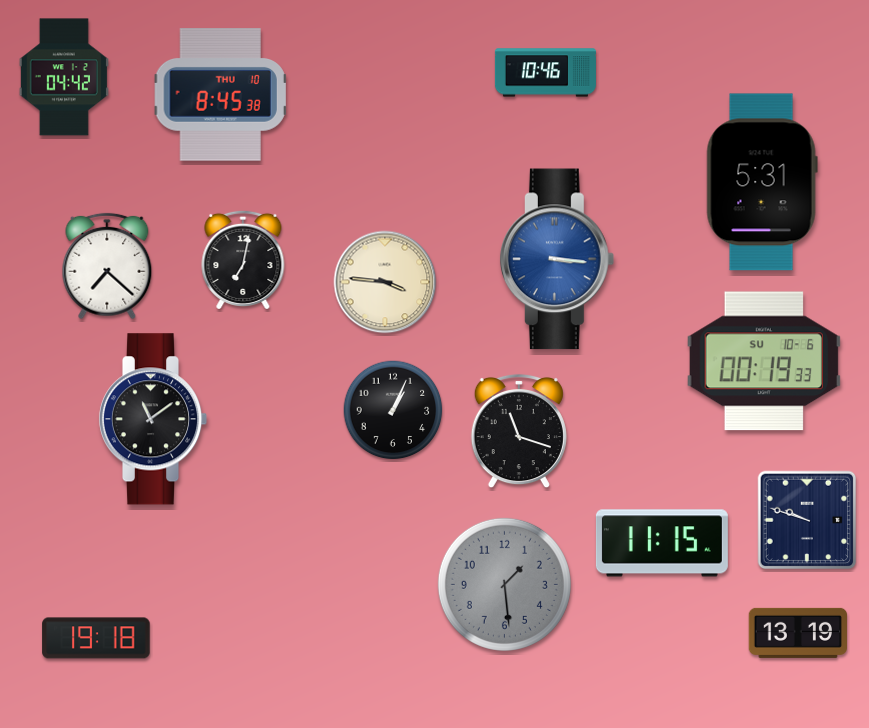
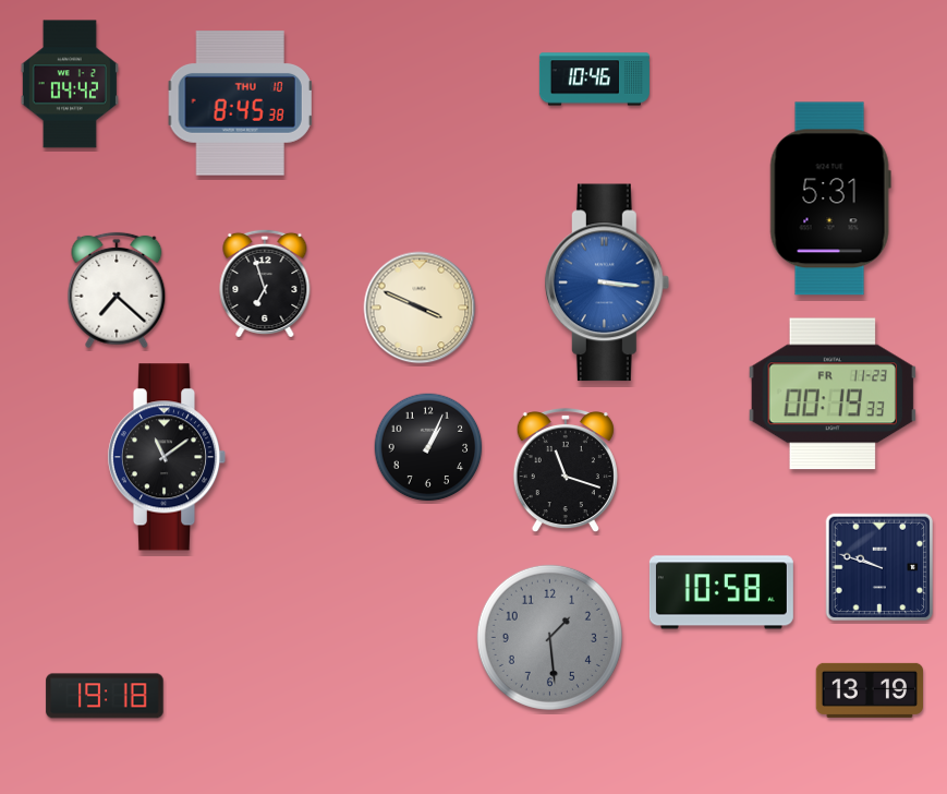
clock at (243, 259): 7:02 -> 6:57
clock at (385, 282): 3:46 -> 3:49
clock at (763, 361) date: SU 10-6 -> FR 11-23
clock at (662, 543): 11:15 -> 10:58
